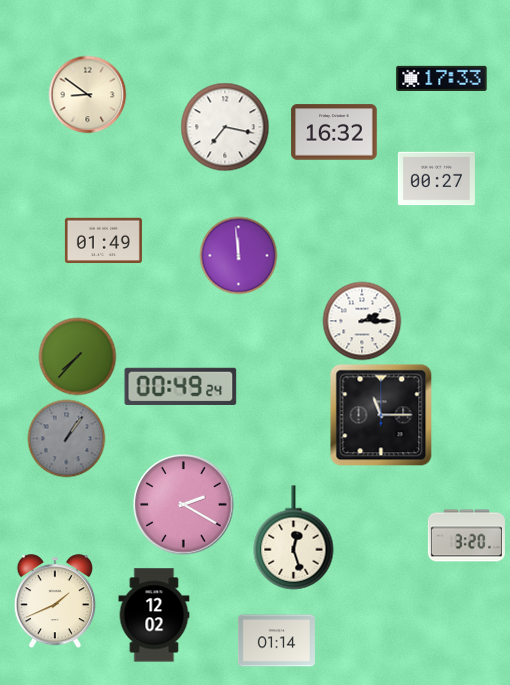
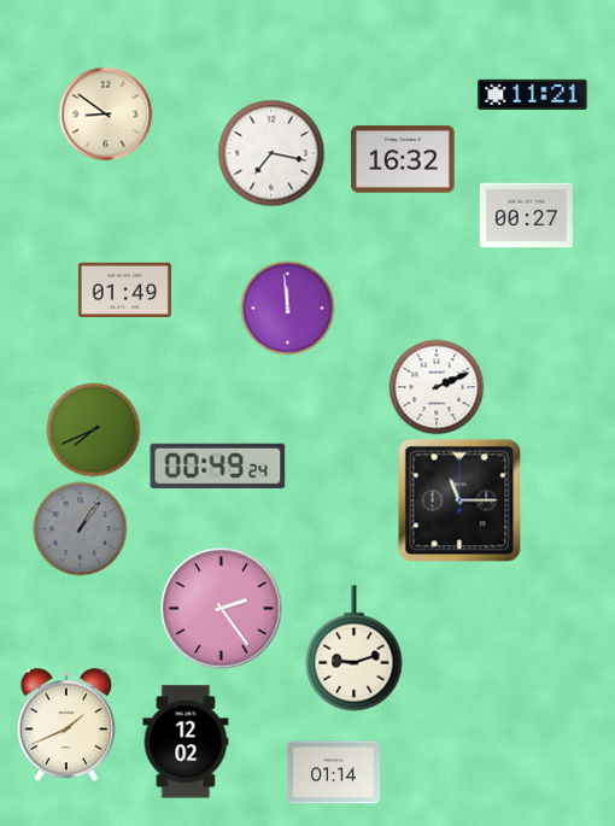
clock at (442, 78): 17:33 -> 11:21
clock at (362, 321): 2:15 -> 2:11
clock at (77, 356): 7:37 -> 7:41
clock at (184, 505): 2:20 -> 2:24
clock at (466, 536): 3:20 -> none
clock at (294, 538): 12:27 -> 9:12
